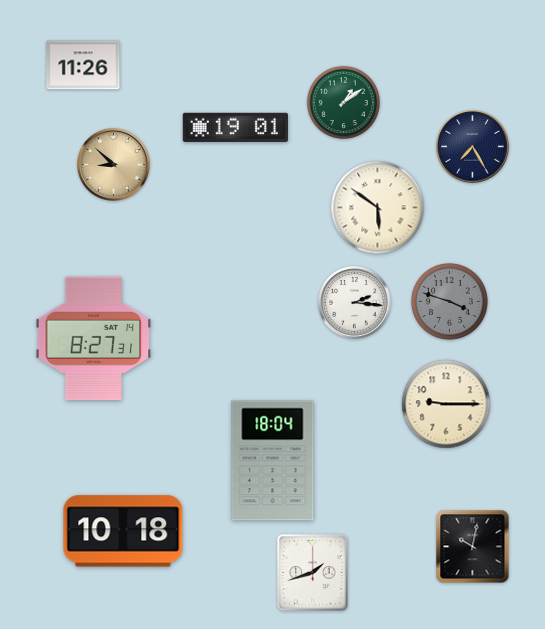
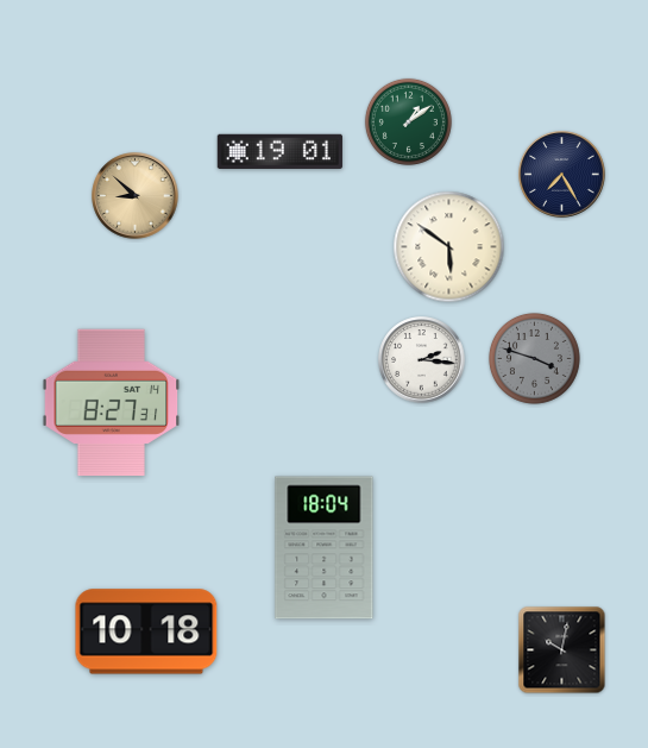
clock at (83, 65): 11:26 -> none
clock at (446, 404): 9:15 -> none
clock at (313, 573): 1:42 -> none
